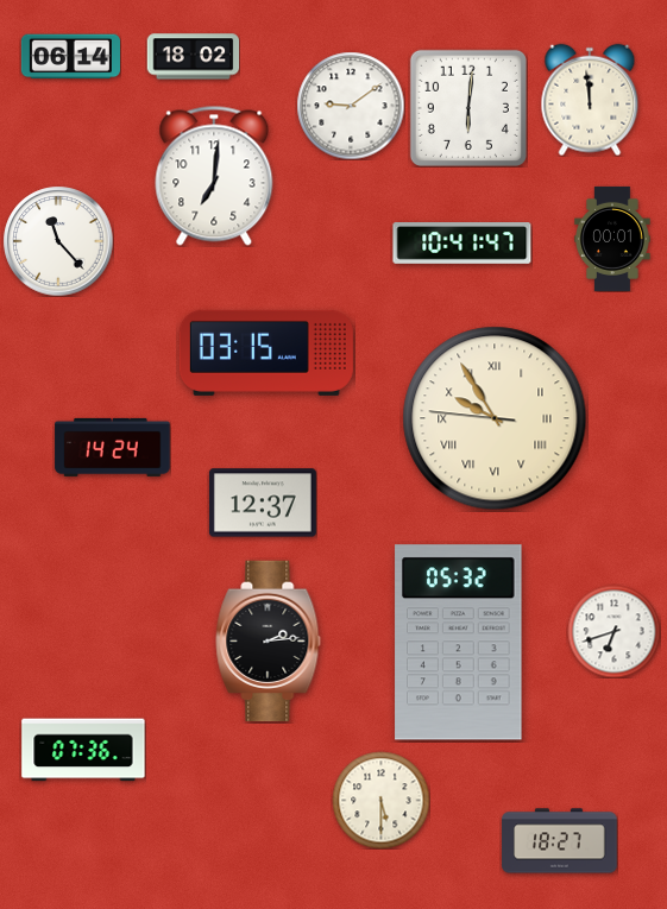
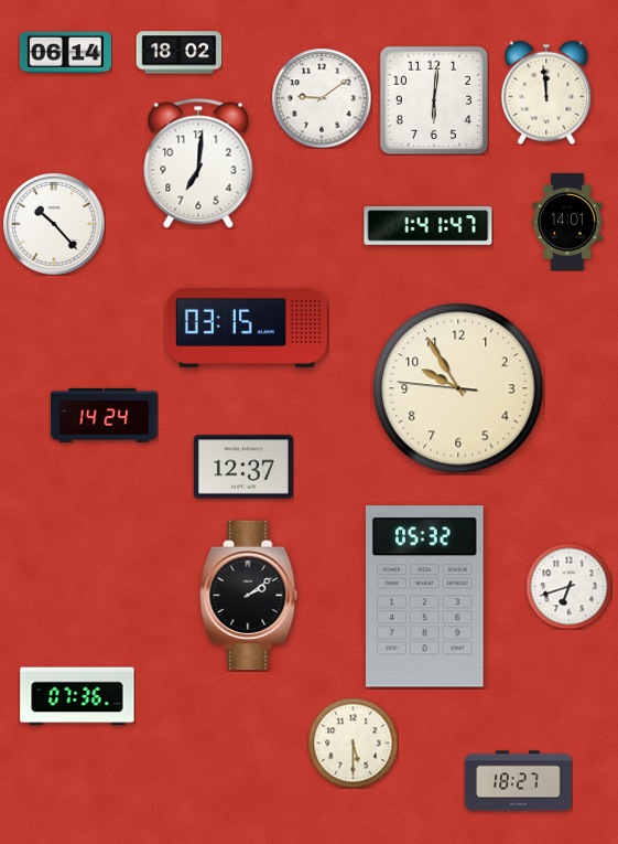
clock at (351, 106) position: (351, 106) -> (322, 98)
clock at (612, 239): 00:01 -> 14:01
clock at (58, 241): 11:23 -> 10:23
clock at (463, 244): 10:41 -> 1:41
clock at (495, 418) numerals: Roman -> Arabic
clock at (269, 642): 2:14 -> 2:09
